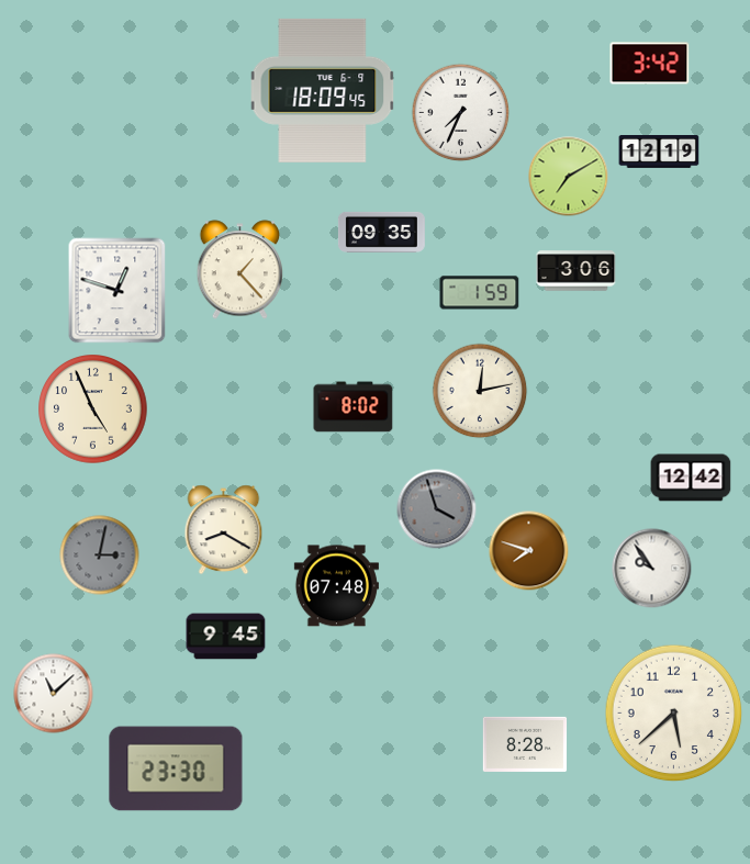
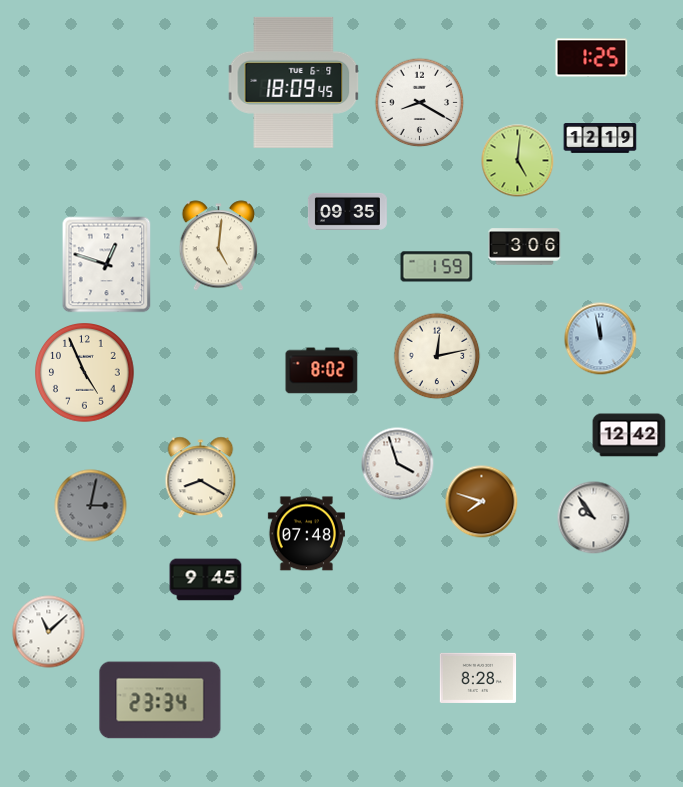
clock at (650, 64): 3:42 -> 1:25
clock at (461, 113): 7:34 -> 8:20
clock at (569, 177): 7:10 -> 5:01
clock at (240, 270): 1:23 -> 5:01
clock at (601, 339): none -> 11:58
clock at (437, 509) dial: grey -> white
clock at (224, 530) position: (224, 530) -> (201, 478)
clock at (674, 714): 5:38 -> none
clock at (176, 768): 23:30 -> 23:34
